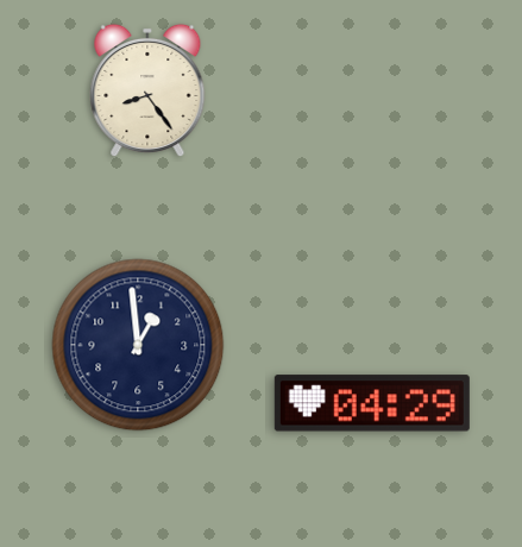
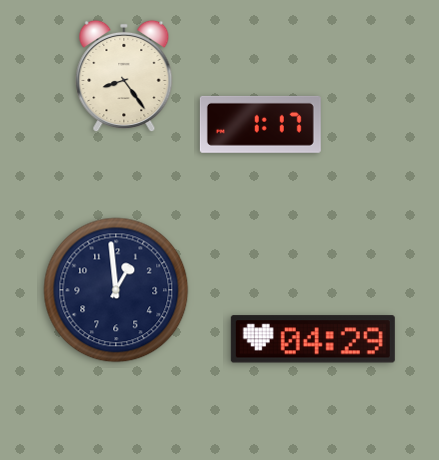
clock at (260, 124): none -> 1:17
